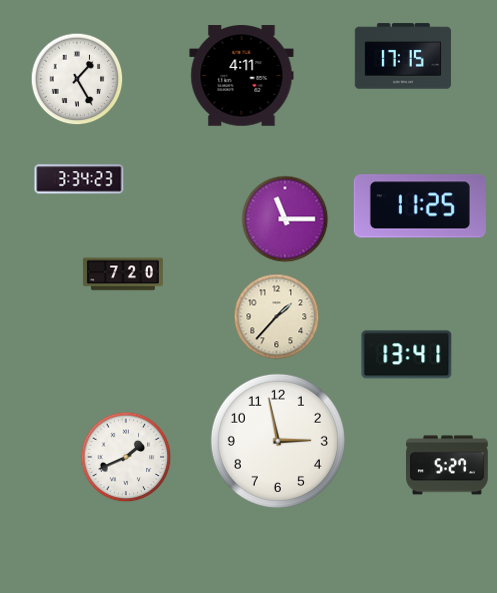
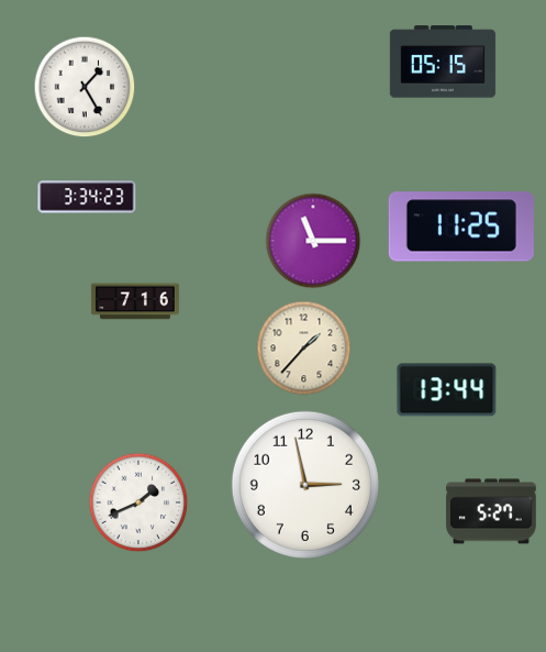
clock at (403, 56): 17:15 -> 05:15
clock at (242, 76): 4:11 -> none
clock at (123, 274): 7:20 -> 7:16
clock at (407, 355): 13:41 -> 13:44
